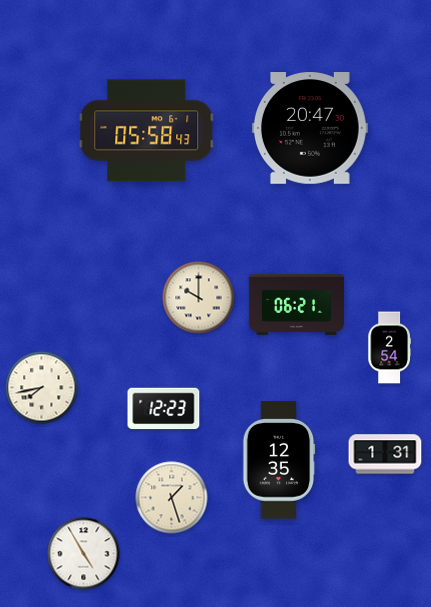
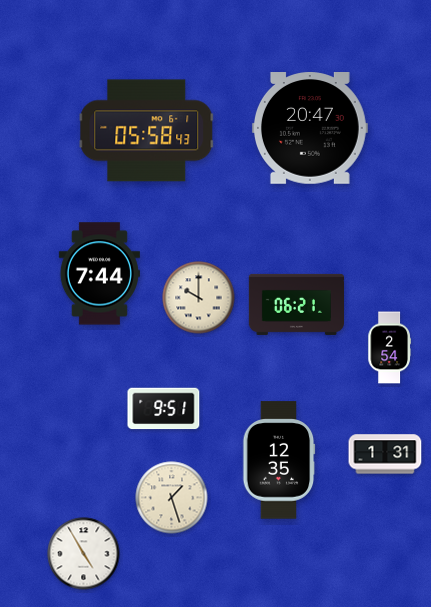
clock at (99, 274): none -> 7:44
clock at (42, 388): 7:43 -> none
clock at (164, 409): 12:23 -> 9:51
